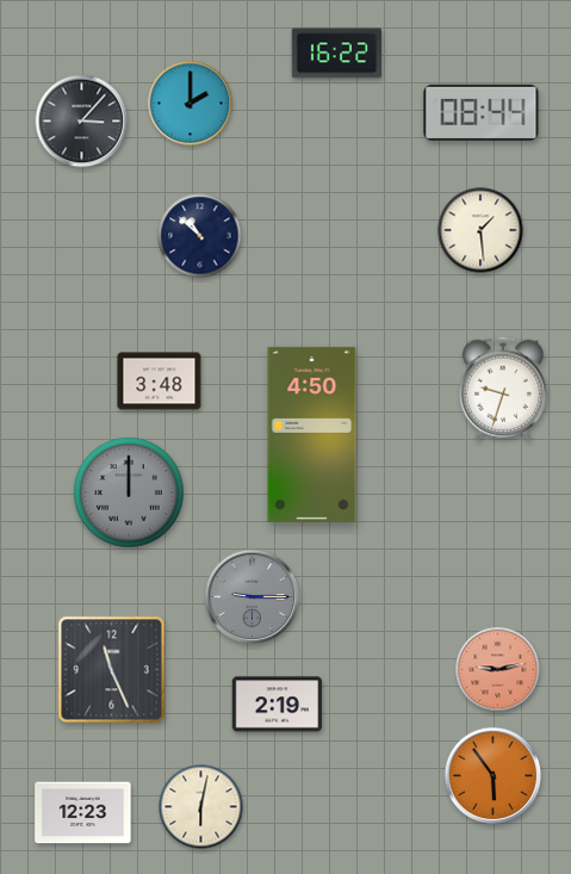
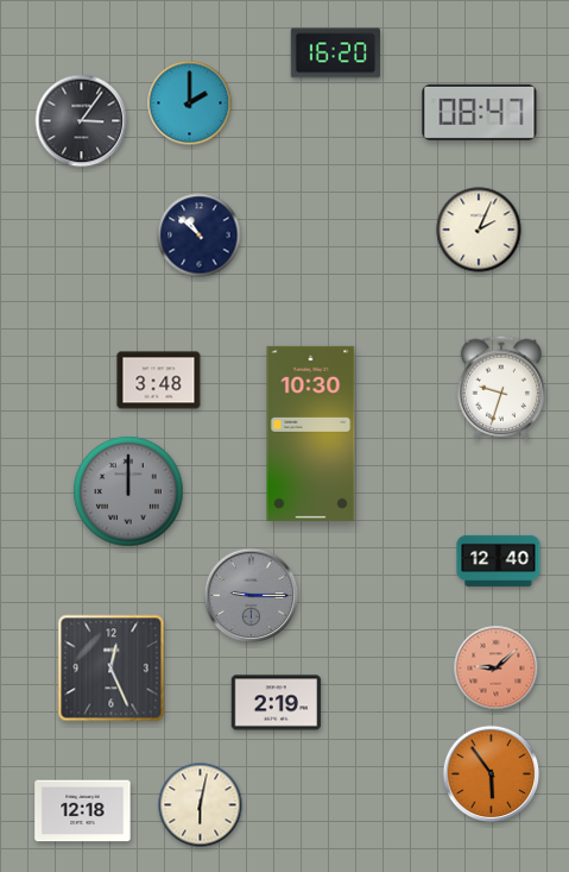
clock at (337, 54): 16:22 -> 16:20
clock at (482, 112): 08:44 -> 08:47
clock at (82, 122): 3:07 -> 3:06
clock at (480, 230): 1:29 -> 2:04
clock at (312, 434): 4:50 -> 10:30
clock at (499, 560): none -> 12:40
clock at (112, 670): 11:26 -> 12:26
clock at (498, 670): 9:13 -> 9:08
clock at (83, 813): 12:23 -> 12:18
